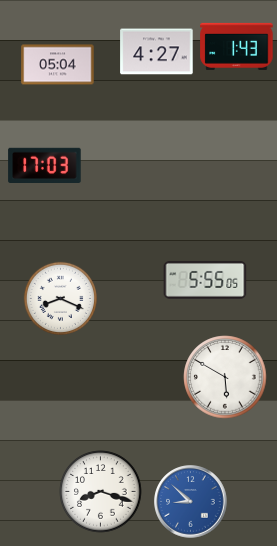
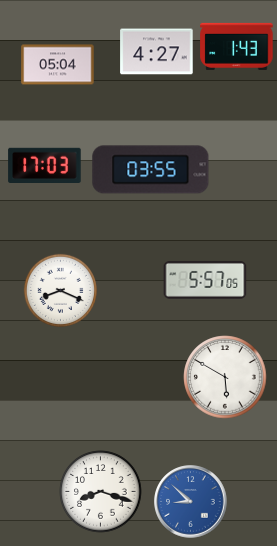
clock at (151, 170): none -> 03:55
clock at (205, 280): 5:55 -> 5:57
clock at (60, 298) position: (60, 298) -> (60, 290)
